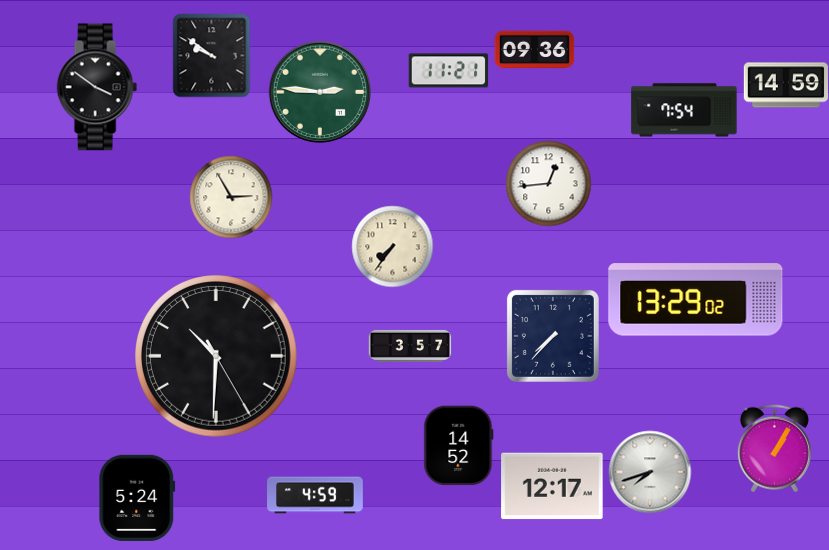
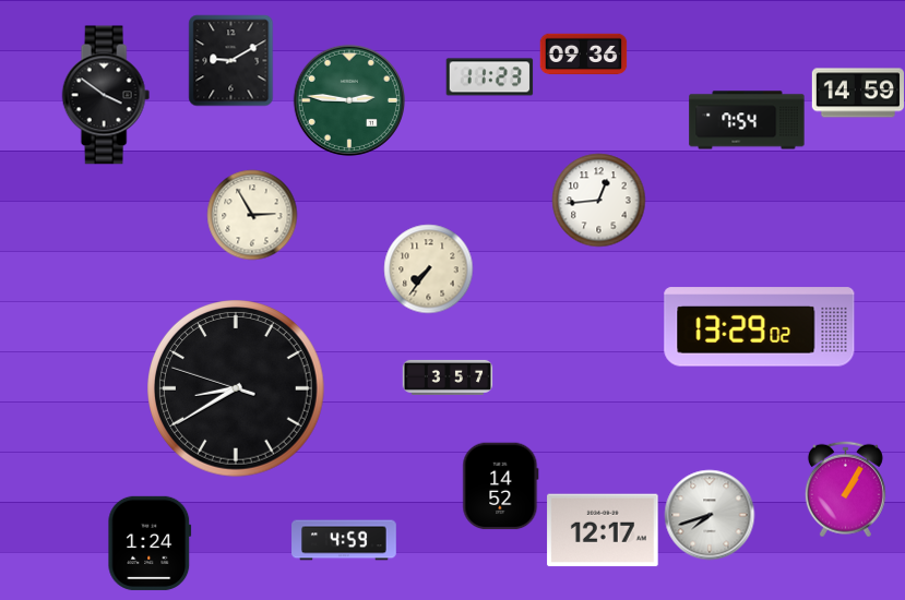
clock at (212, 55): 9:51 -> 9:10
clock at (448, 71): 11:21 -> 11:23
clock at (553, 336): 7:37 -> none
clock at (217, 357): 10:30 -> 8:39
clock at (137, 498): 5:24 -> 1:24
